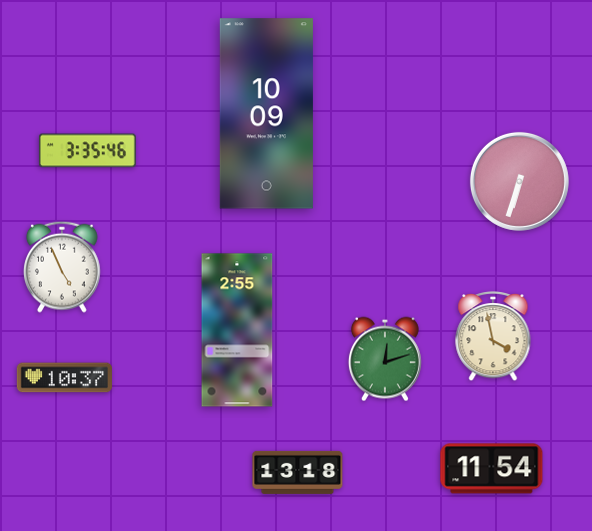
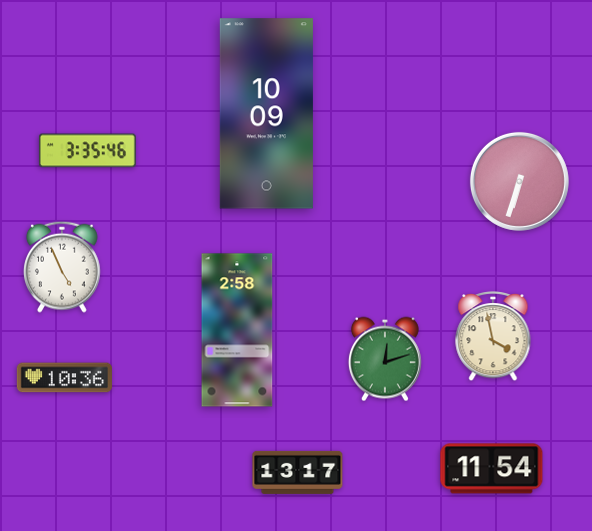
clock at (237, 330): 2:55 -> 2:58
clock at (64, 378): 10:37 -> 10:36
clock at (298, 472): 13:18 -> 13:17
